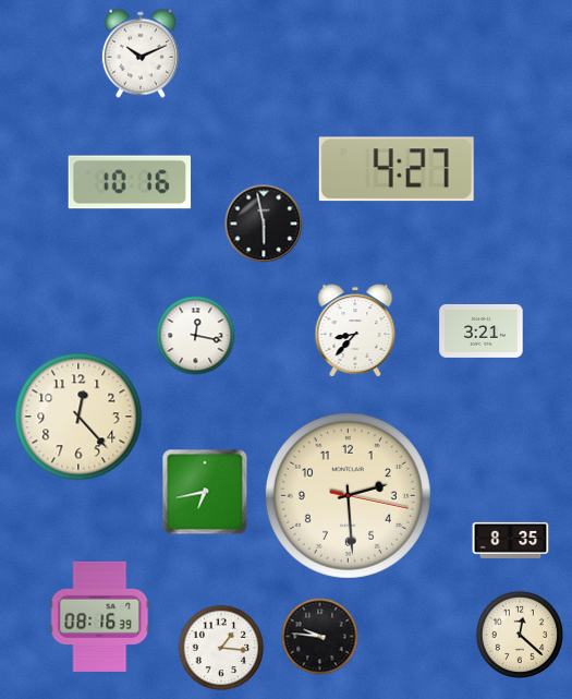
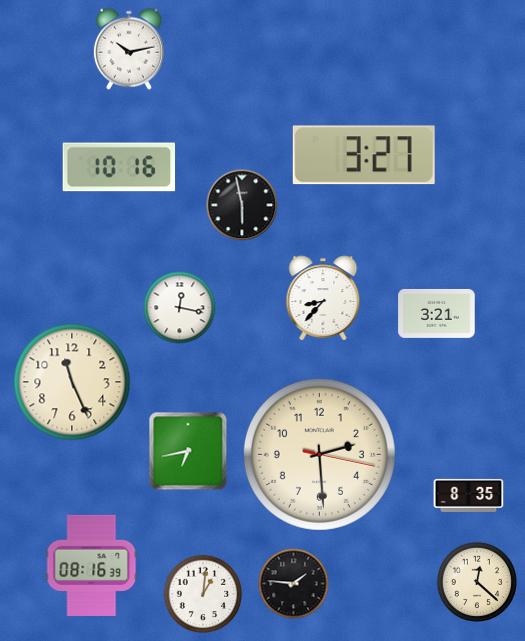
clock at (141, 53): 10:11 -> 10:13
clock at (397, 169): 4:27 -> 3:27
clock at (355, 330) position: (355, 330) -> (323, 298)
clock at (482, 330) position: (482, 330) -> (437, 313)
clock at (78, 417): 12:23 -> 11:26
clock at (320, 637): 9:46 -> 1:46
clock at (221, 648): 1:16 -> 1:01
